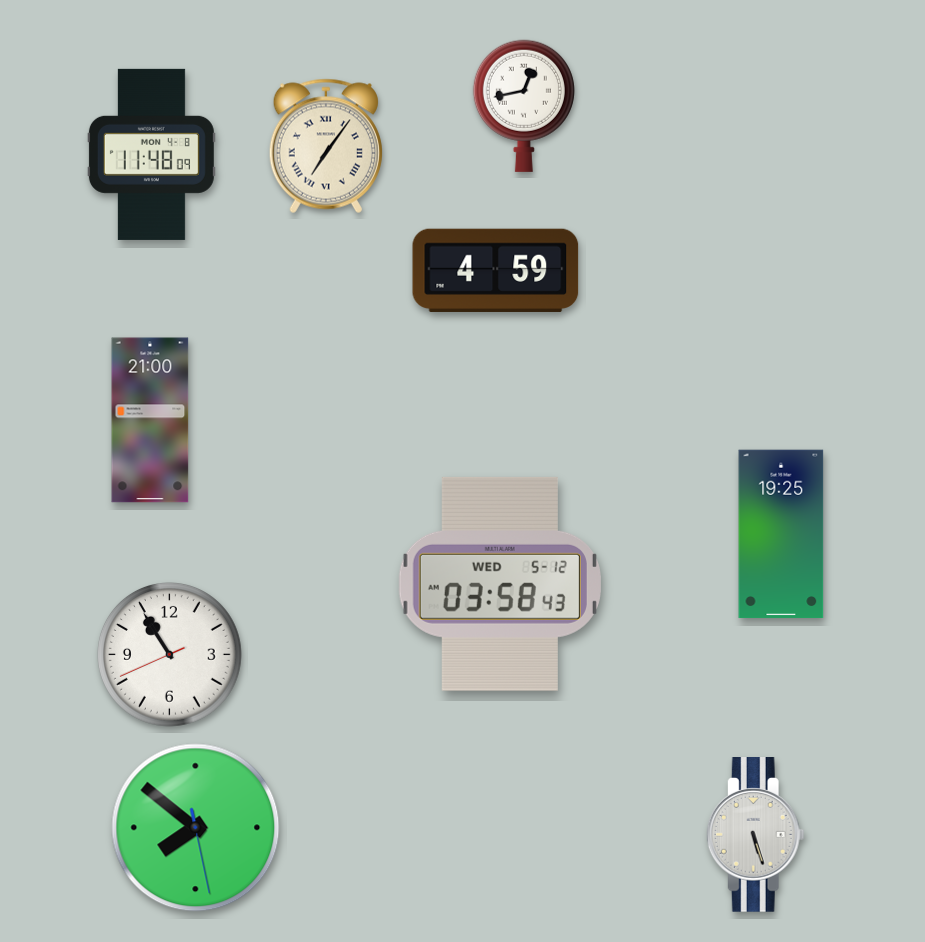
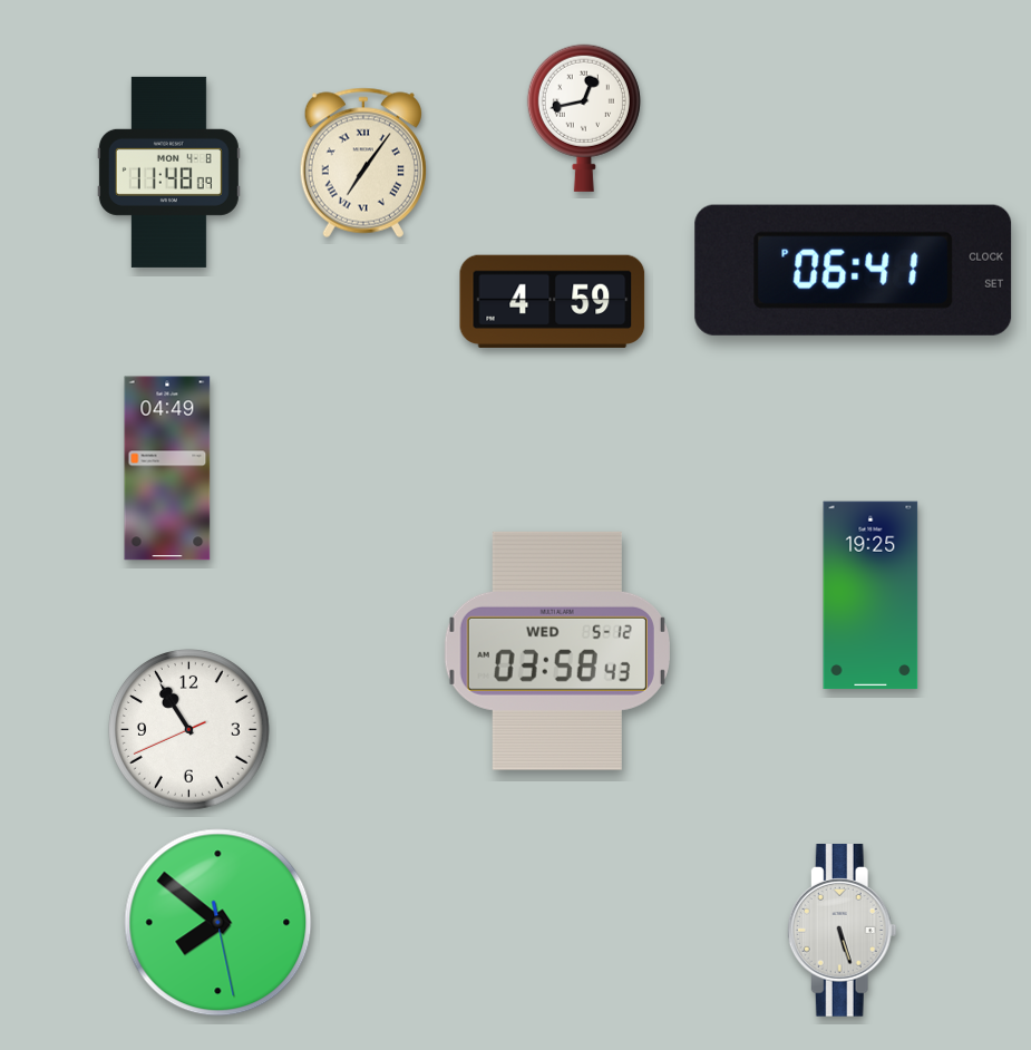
clock at (854, 270): none -> 06:41
clock at (150, 420): 21:00 -> 04:49
